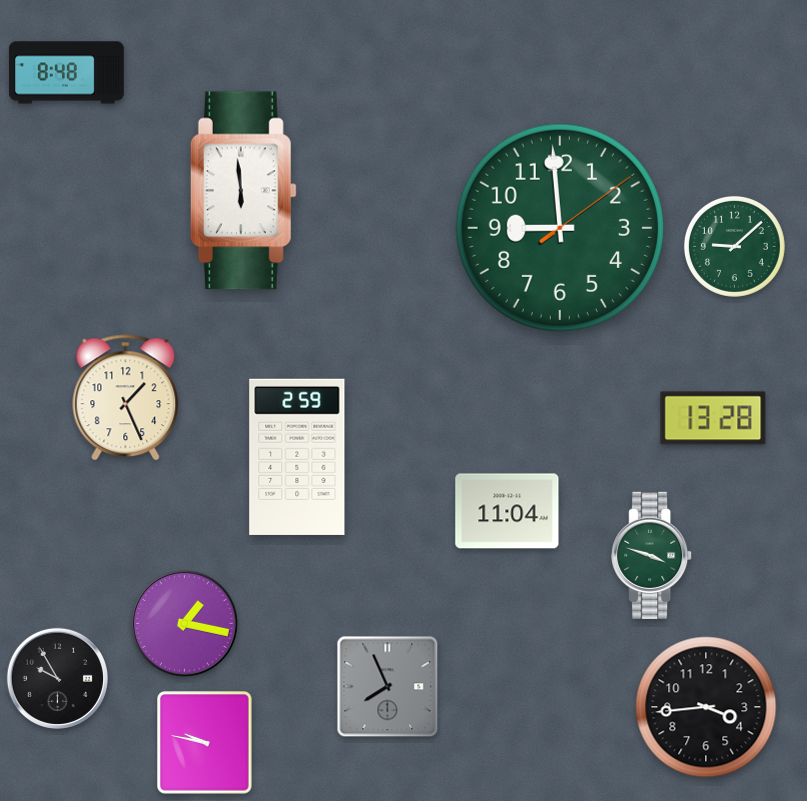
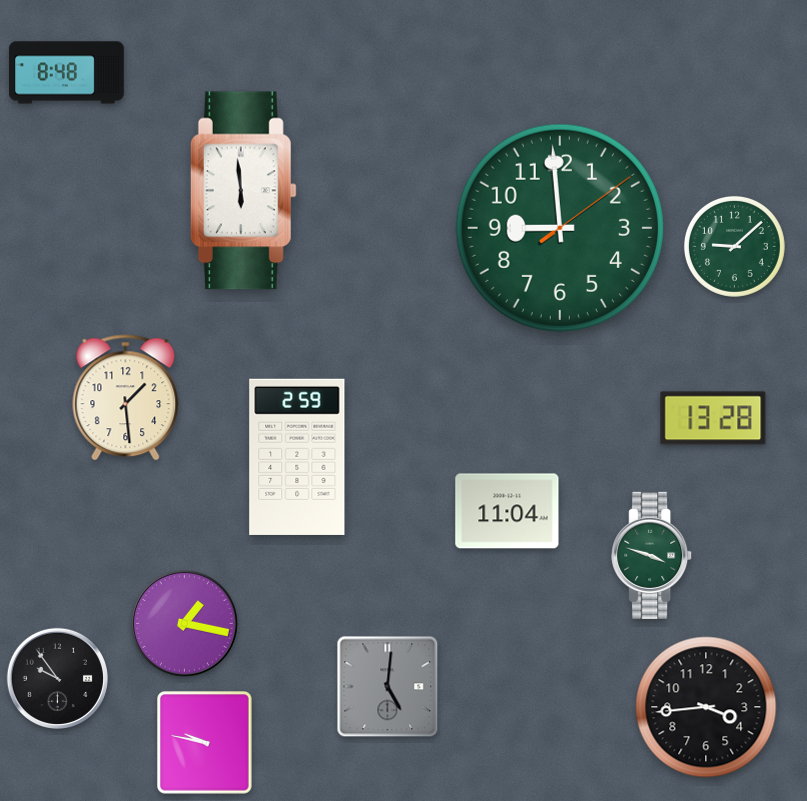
clock at (126, 398): 1:26 -> 1:29
clock at (57, 678): 9:55 -> 9:54
clock at (388, 687): 7:56 -> 5:01
